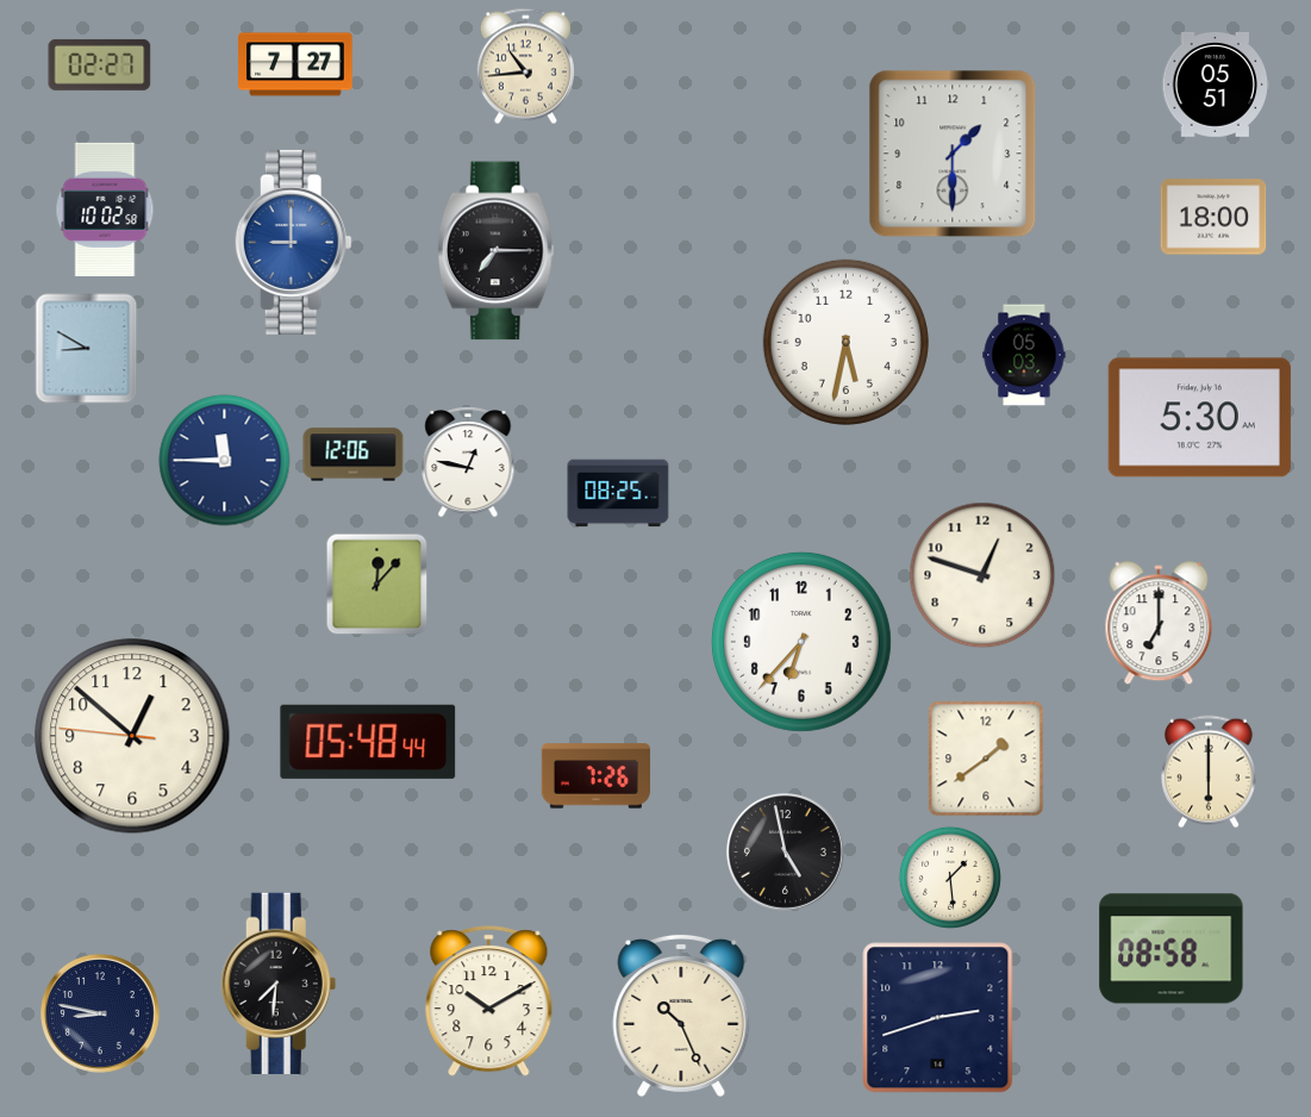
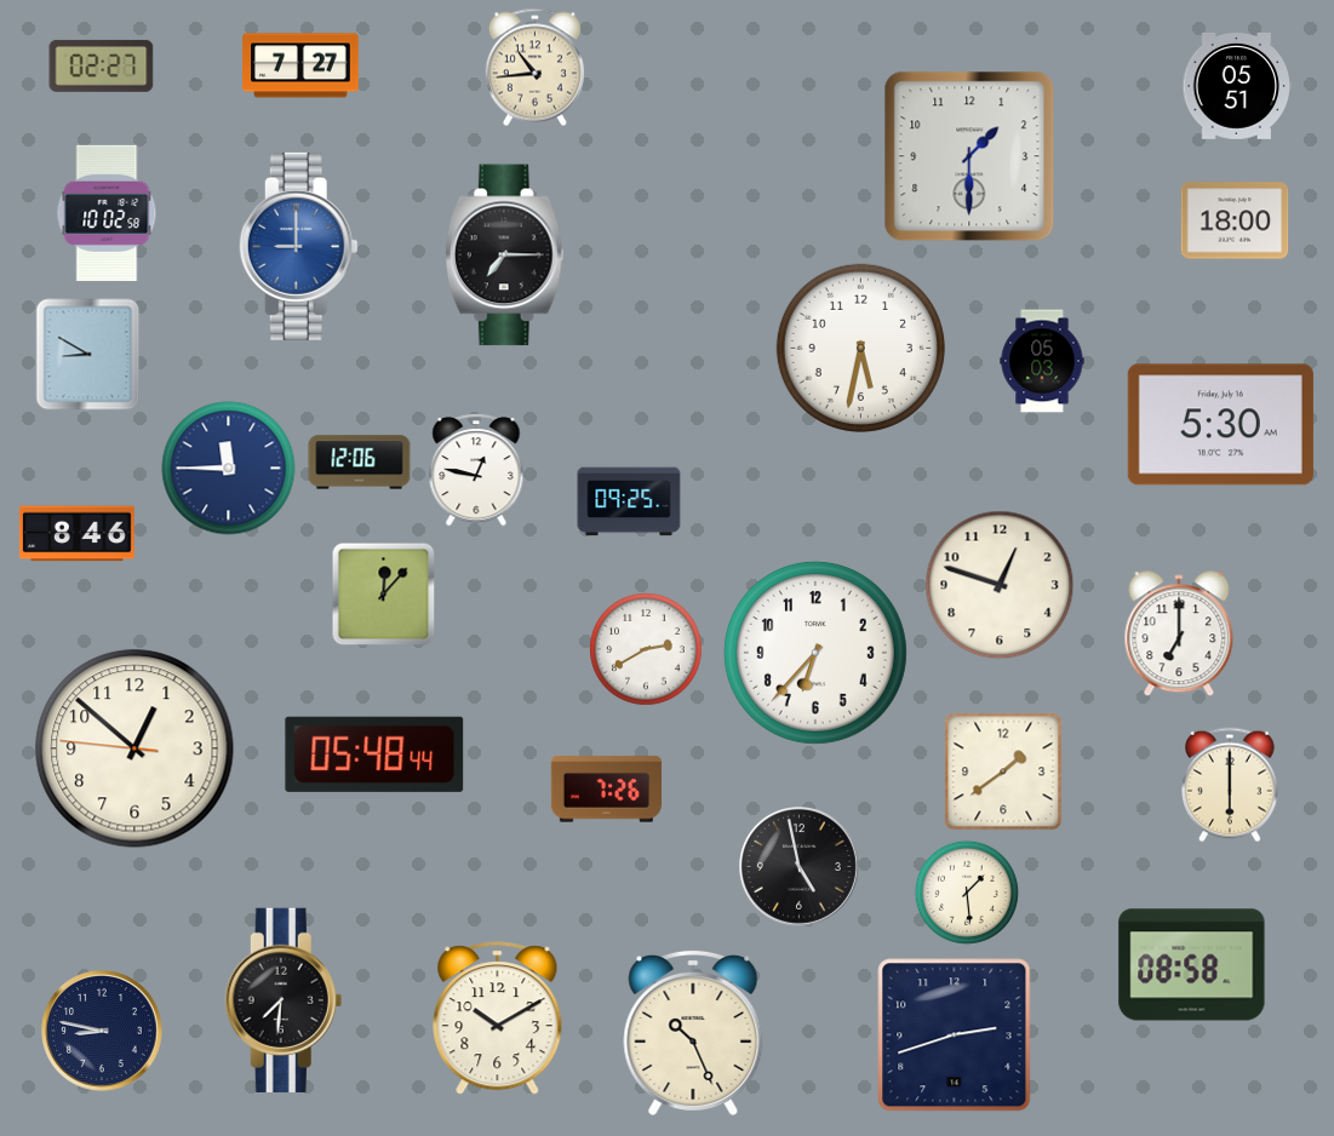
clock at (618, 493): 08:25 -> 09:25
clock at (78, 534): none -> 8:46
clock at (647, 650): none -> 2:40
